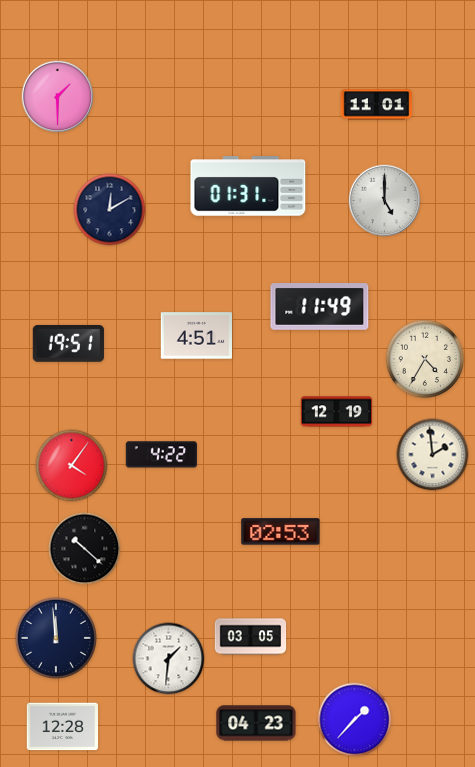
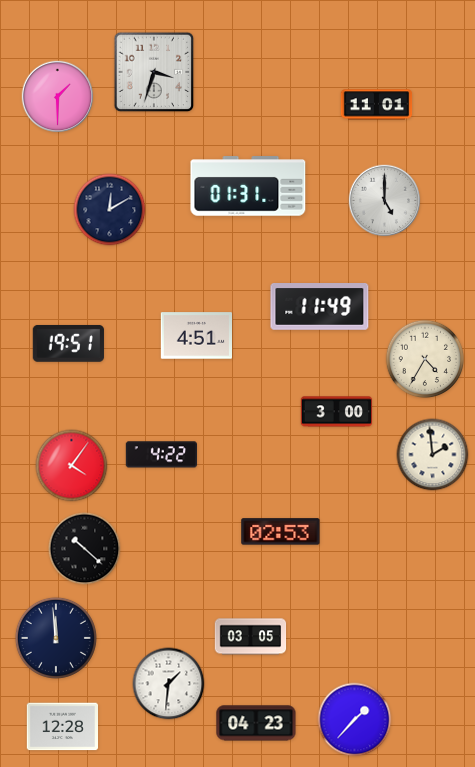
clock at (154, 72): none -> 3:33
clock at (337, 412): 12:19 -> 3:00
clock at (169, 659) position: (169, 659) -> (169, 684)
